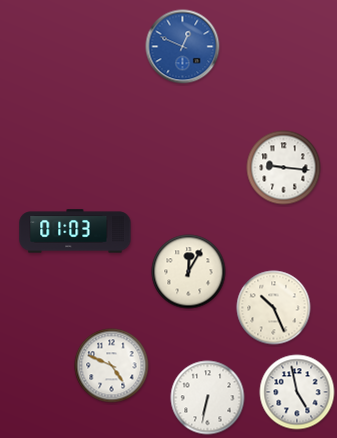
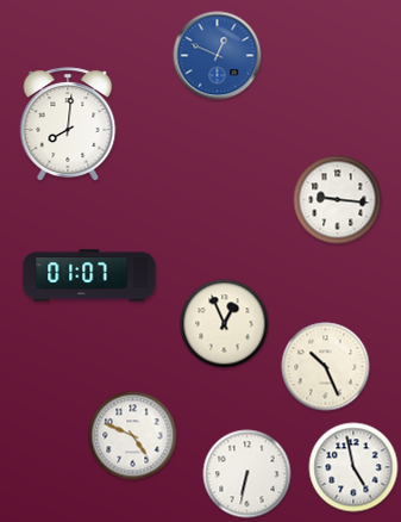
clock at (68, 124): none -> 8:01
clock at (75, 231): 01:03 -> 01:07
clock at (189, 272): 12:05 -> 12:56
